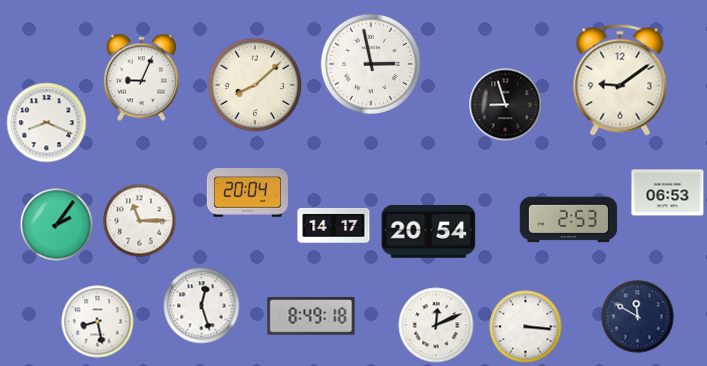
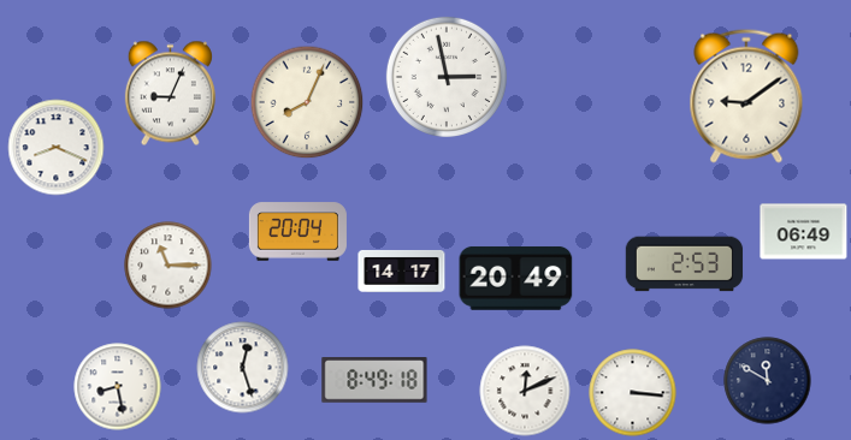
clock at (255, 85): 8:08 -> 8:04
clock at (506, 105): 8:57 -> none
clock at (668, 193): 06:53 -> 06:49
clock at (57, 225): 2:06 -> none
clock at (429, 231): 20:54 -> 20:49
